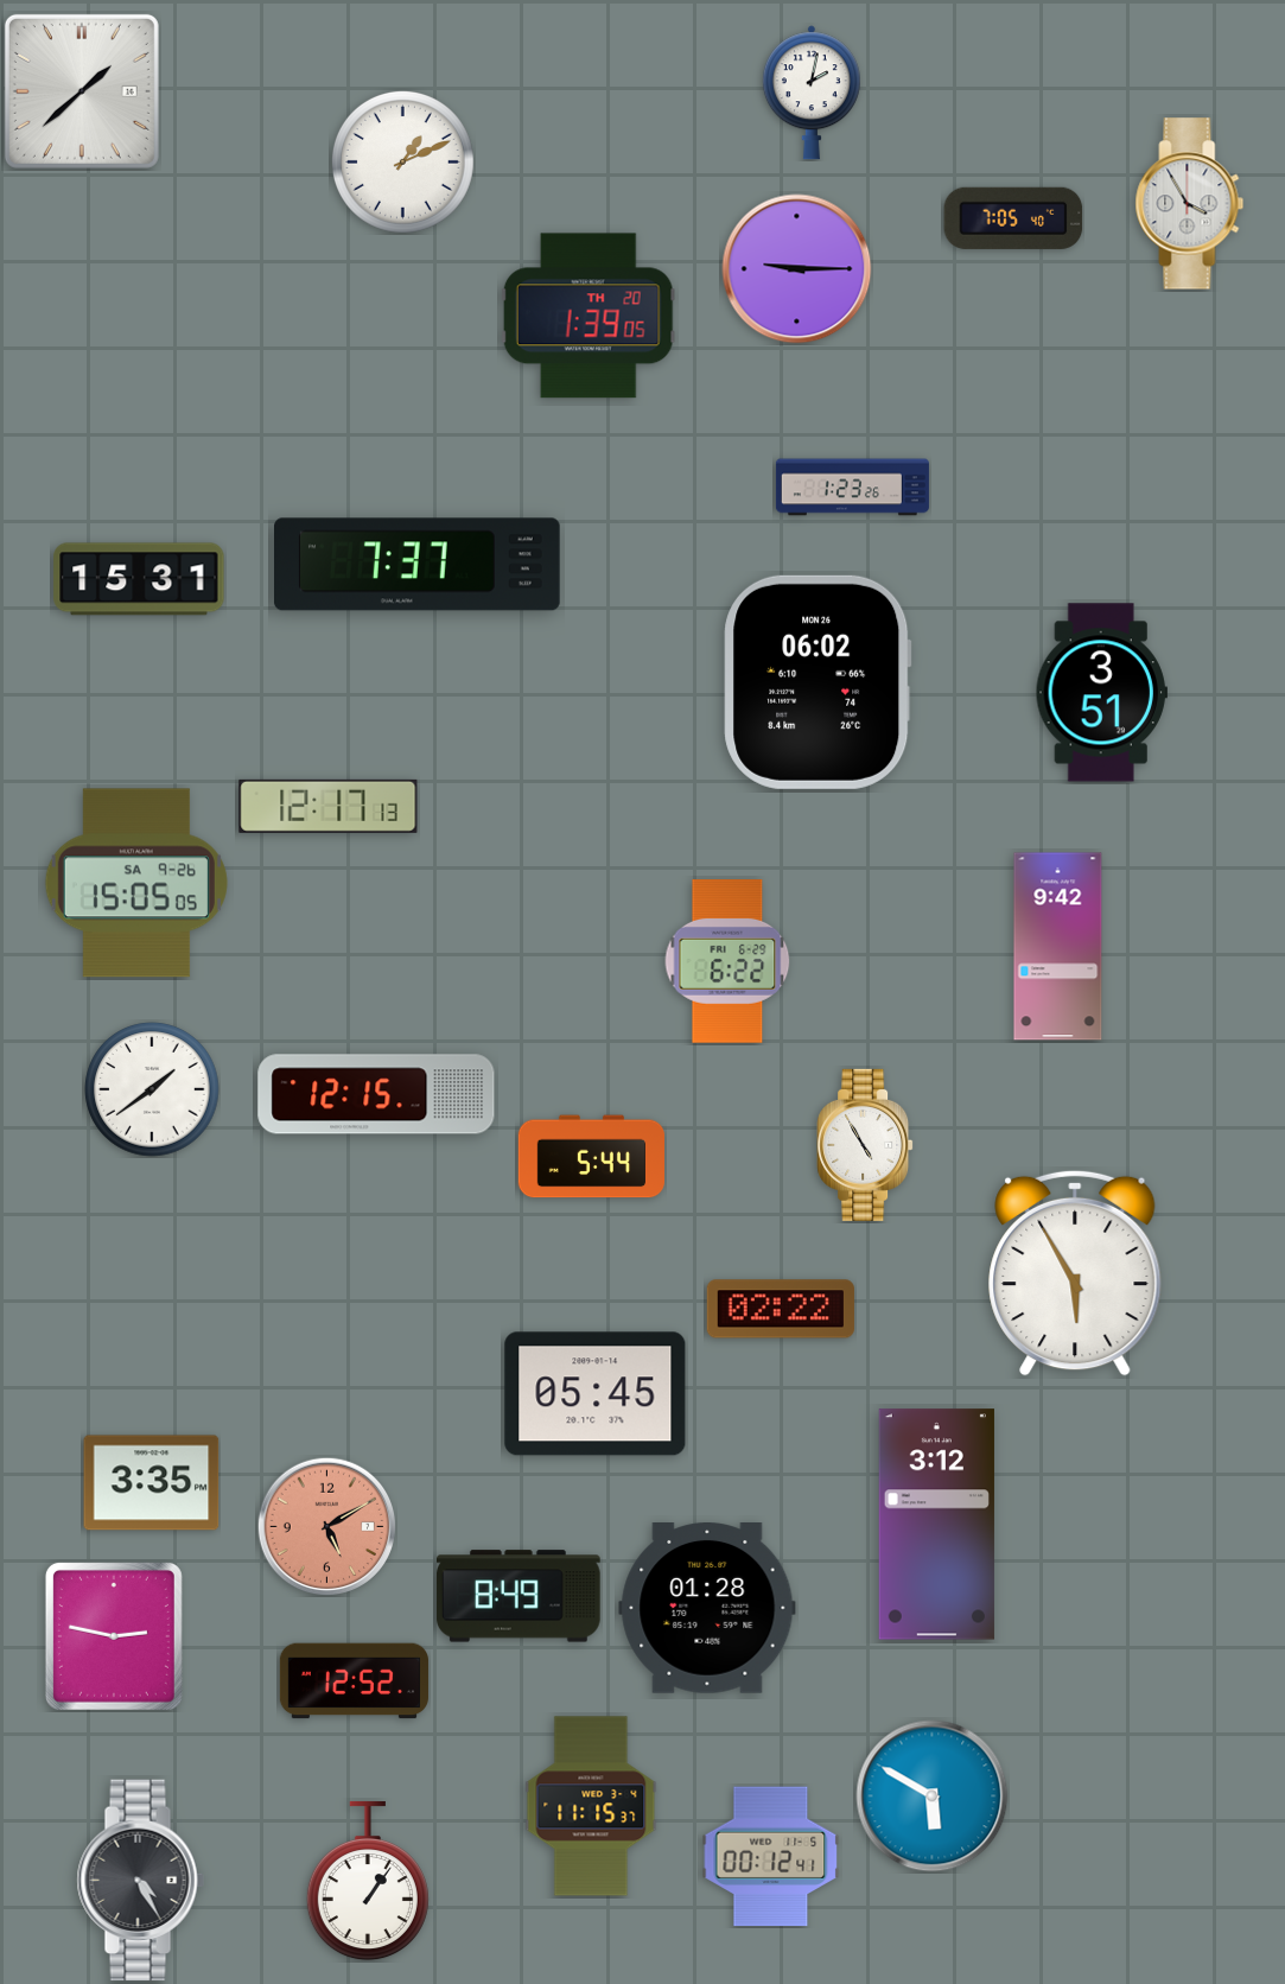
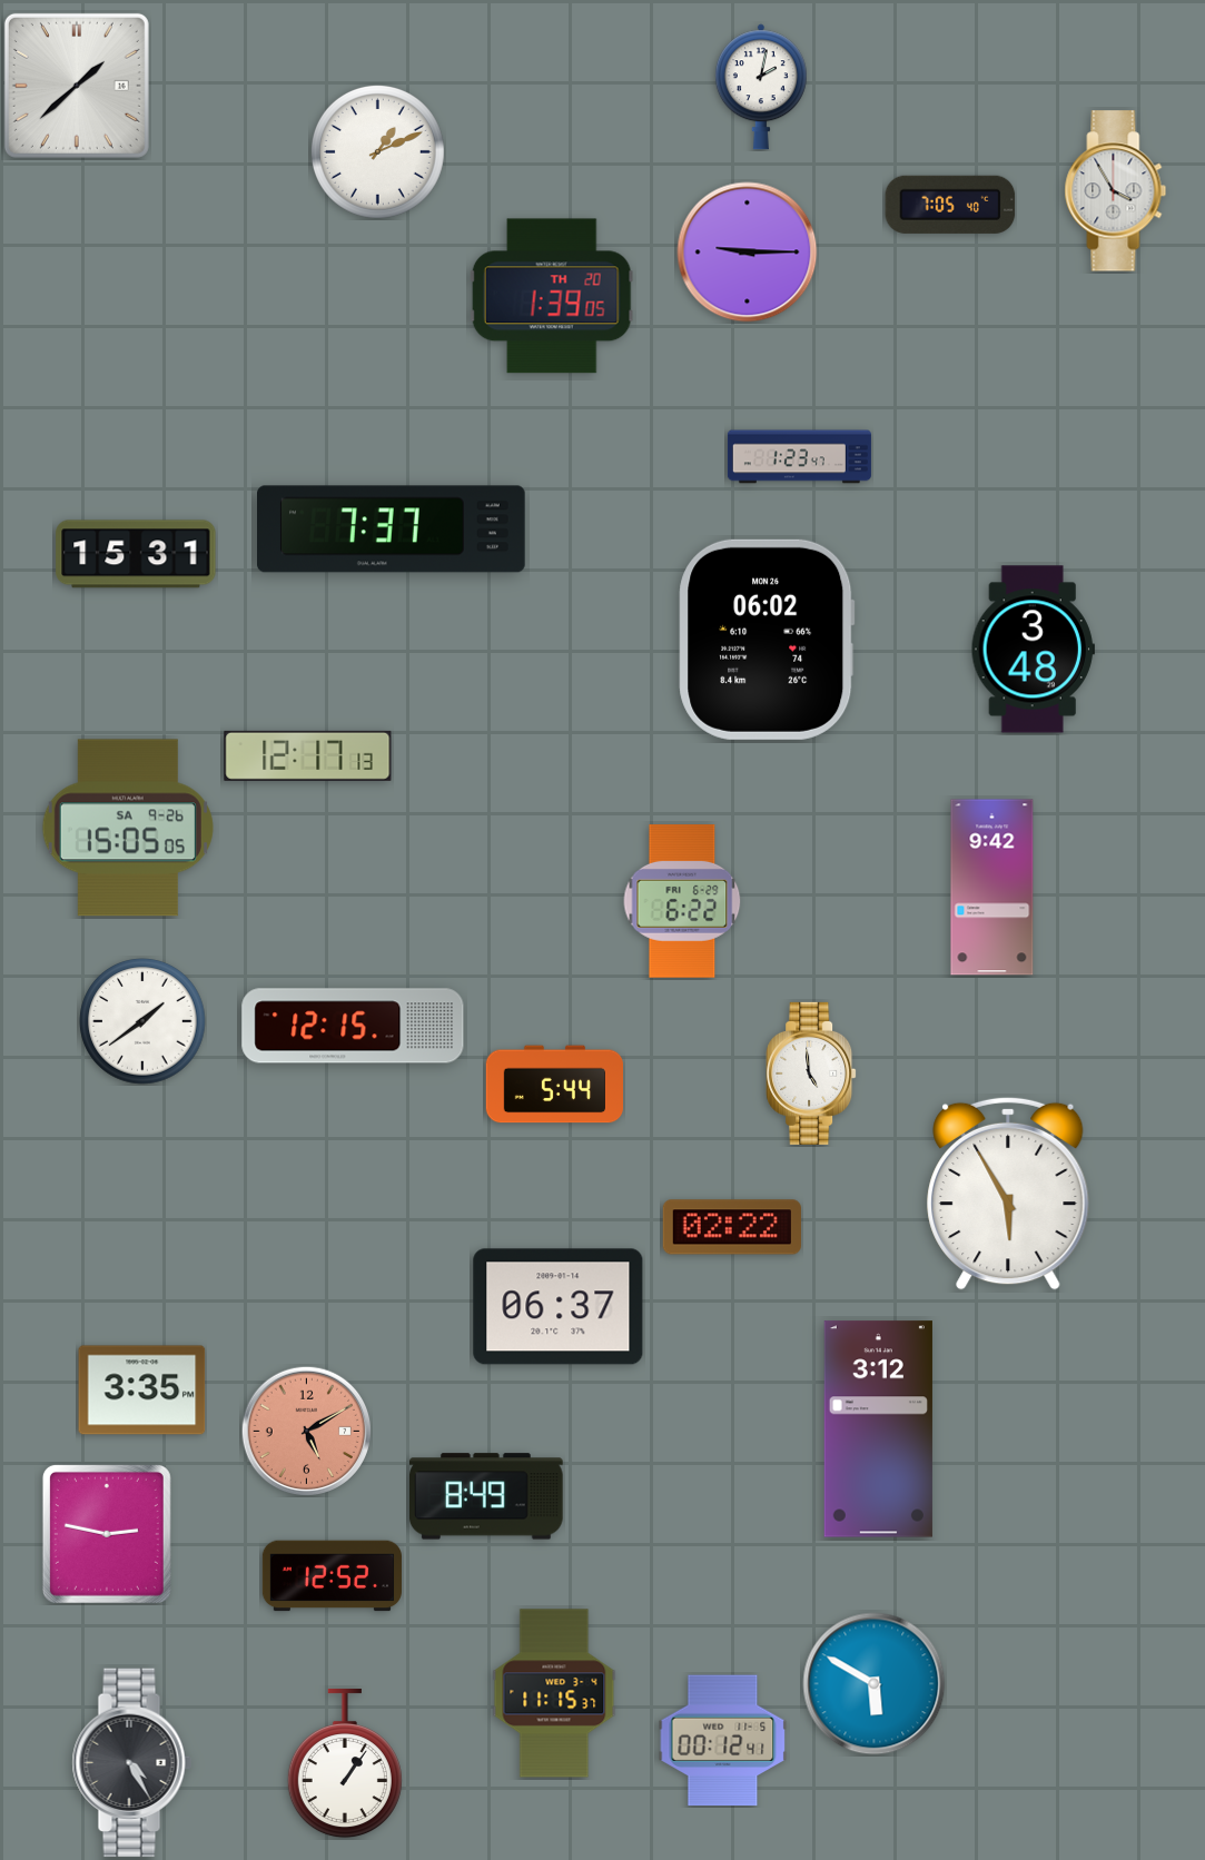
clock at (852, 488): 1:23:26 -> 1:23:47
clock at (139, 579) position: (139, 579) -> (136, 554)
clock at (1101, 693): 3:51 -> 3:48
clock at (865, 1145): 4:55 -> 4:59
clock at (596, 1394): 05:45 -> 06:37
clock at (707, 1609): 01:28 -> none
